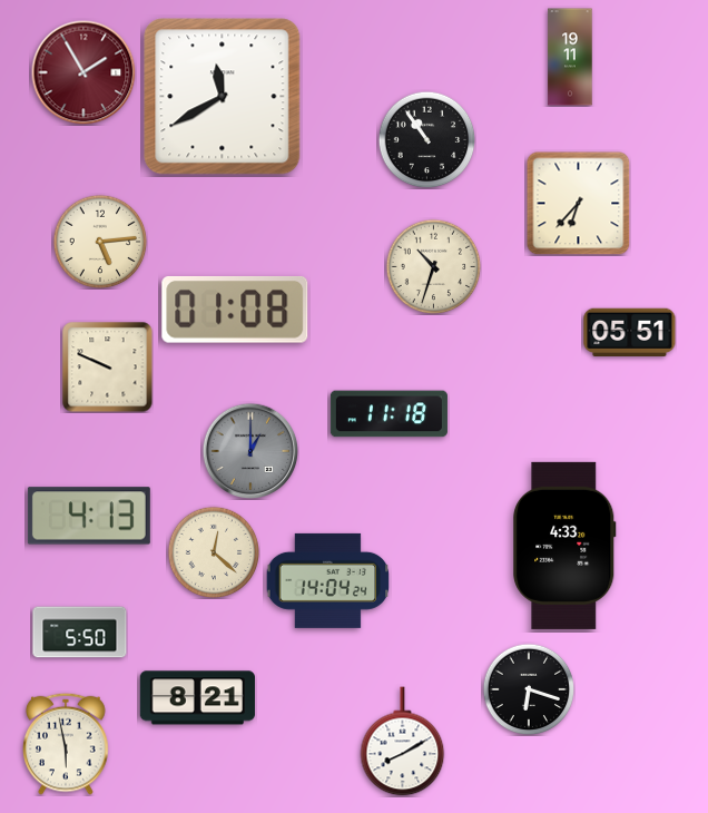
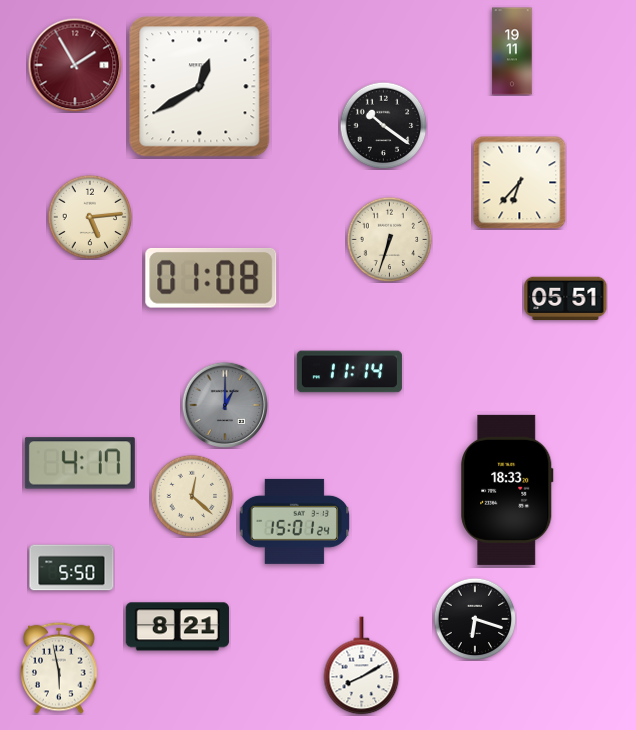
clock at (223, 97): 11:40 -> 12:40
clock at (426, 139): 10:54 -> 10:21
clock at (433, 266): 10:33 -> 6:33
clock at (108, 368): 9:49 -> none
clock at (389, 414): 11:18 -> 11:14
clock at (89, 516): 4:13 -> 4:17
clock at (564, 546): 4:33 -> 18:33
clock at (328, 580): 14:04 -> 15:01
